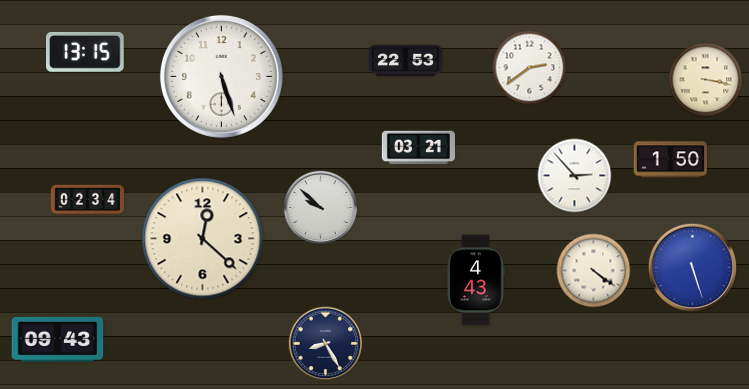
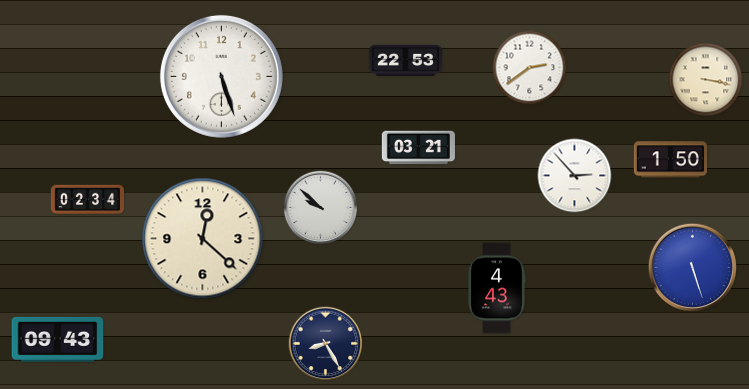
clock at (86, 52): 13:15 -> none
clock at (594, 271): 4:21 -> none
clock at (476, 280) position: (476, 280) -> (497, 288)
